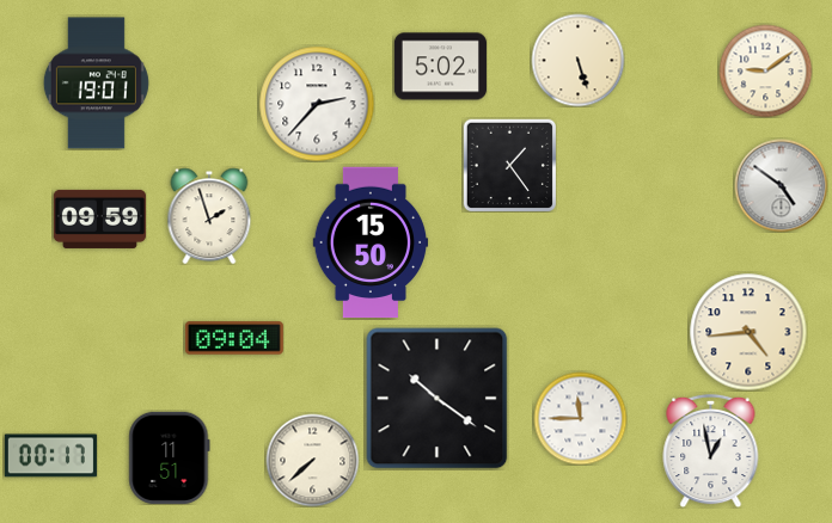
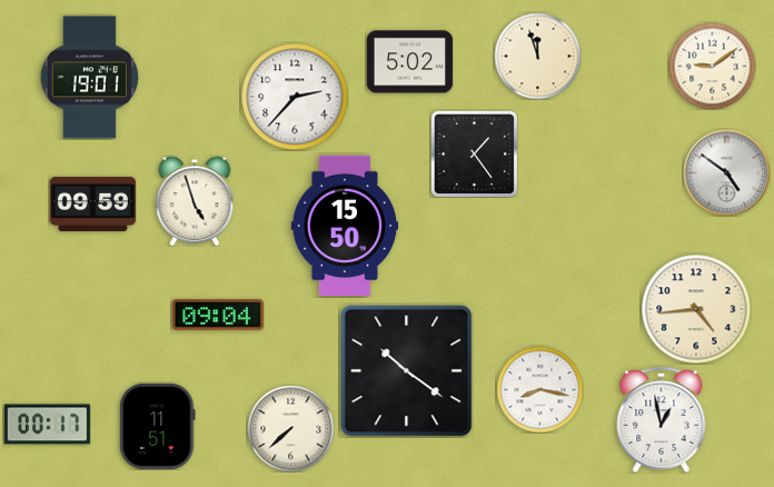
clock at (577, 60): 5:27 -> 11:57
clock at (209, 216): 1:57 -> 4:57
clock at (580, 418): 11:45 -> 8:17
